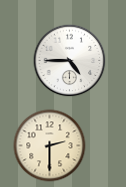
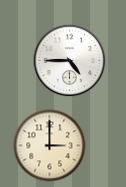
clock at (50, 146): 2:30 -> 3:00
